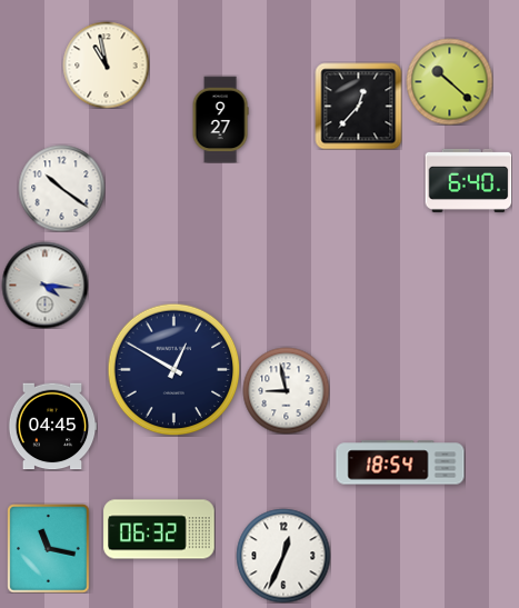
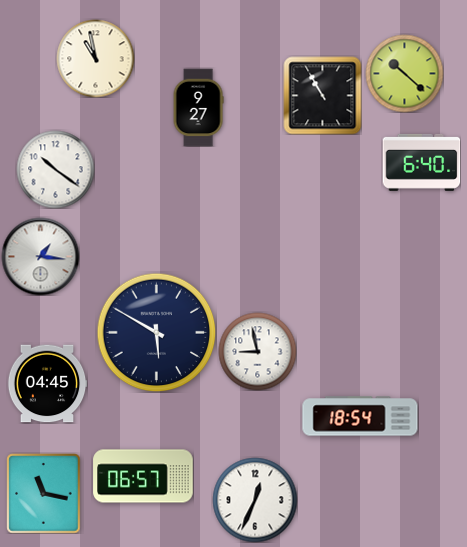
clock at (358, 106): 12:37 -> 10:55
clock at (44, 285): 4:16 -> 1:16
clock at (173, 369): 12:50 -> 5:50
clock at (159, 529): 06:32 -> 06:57
